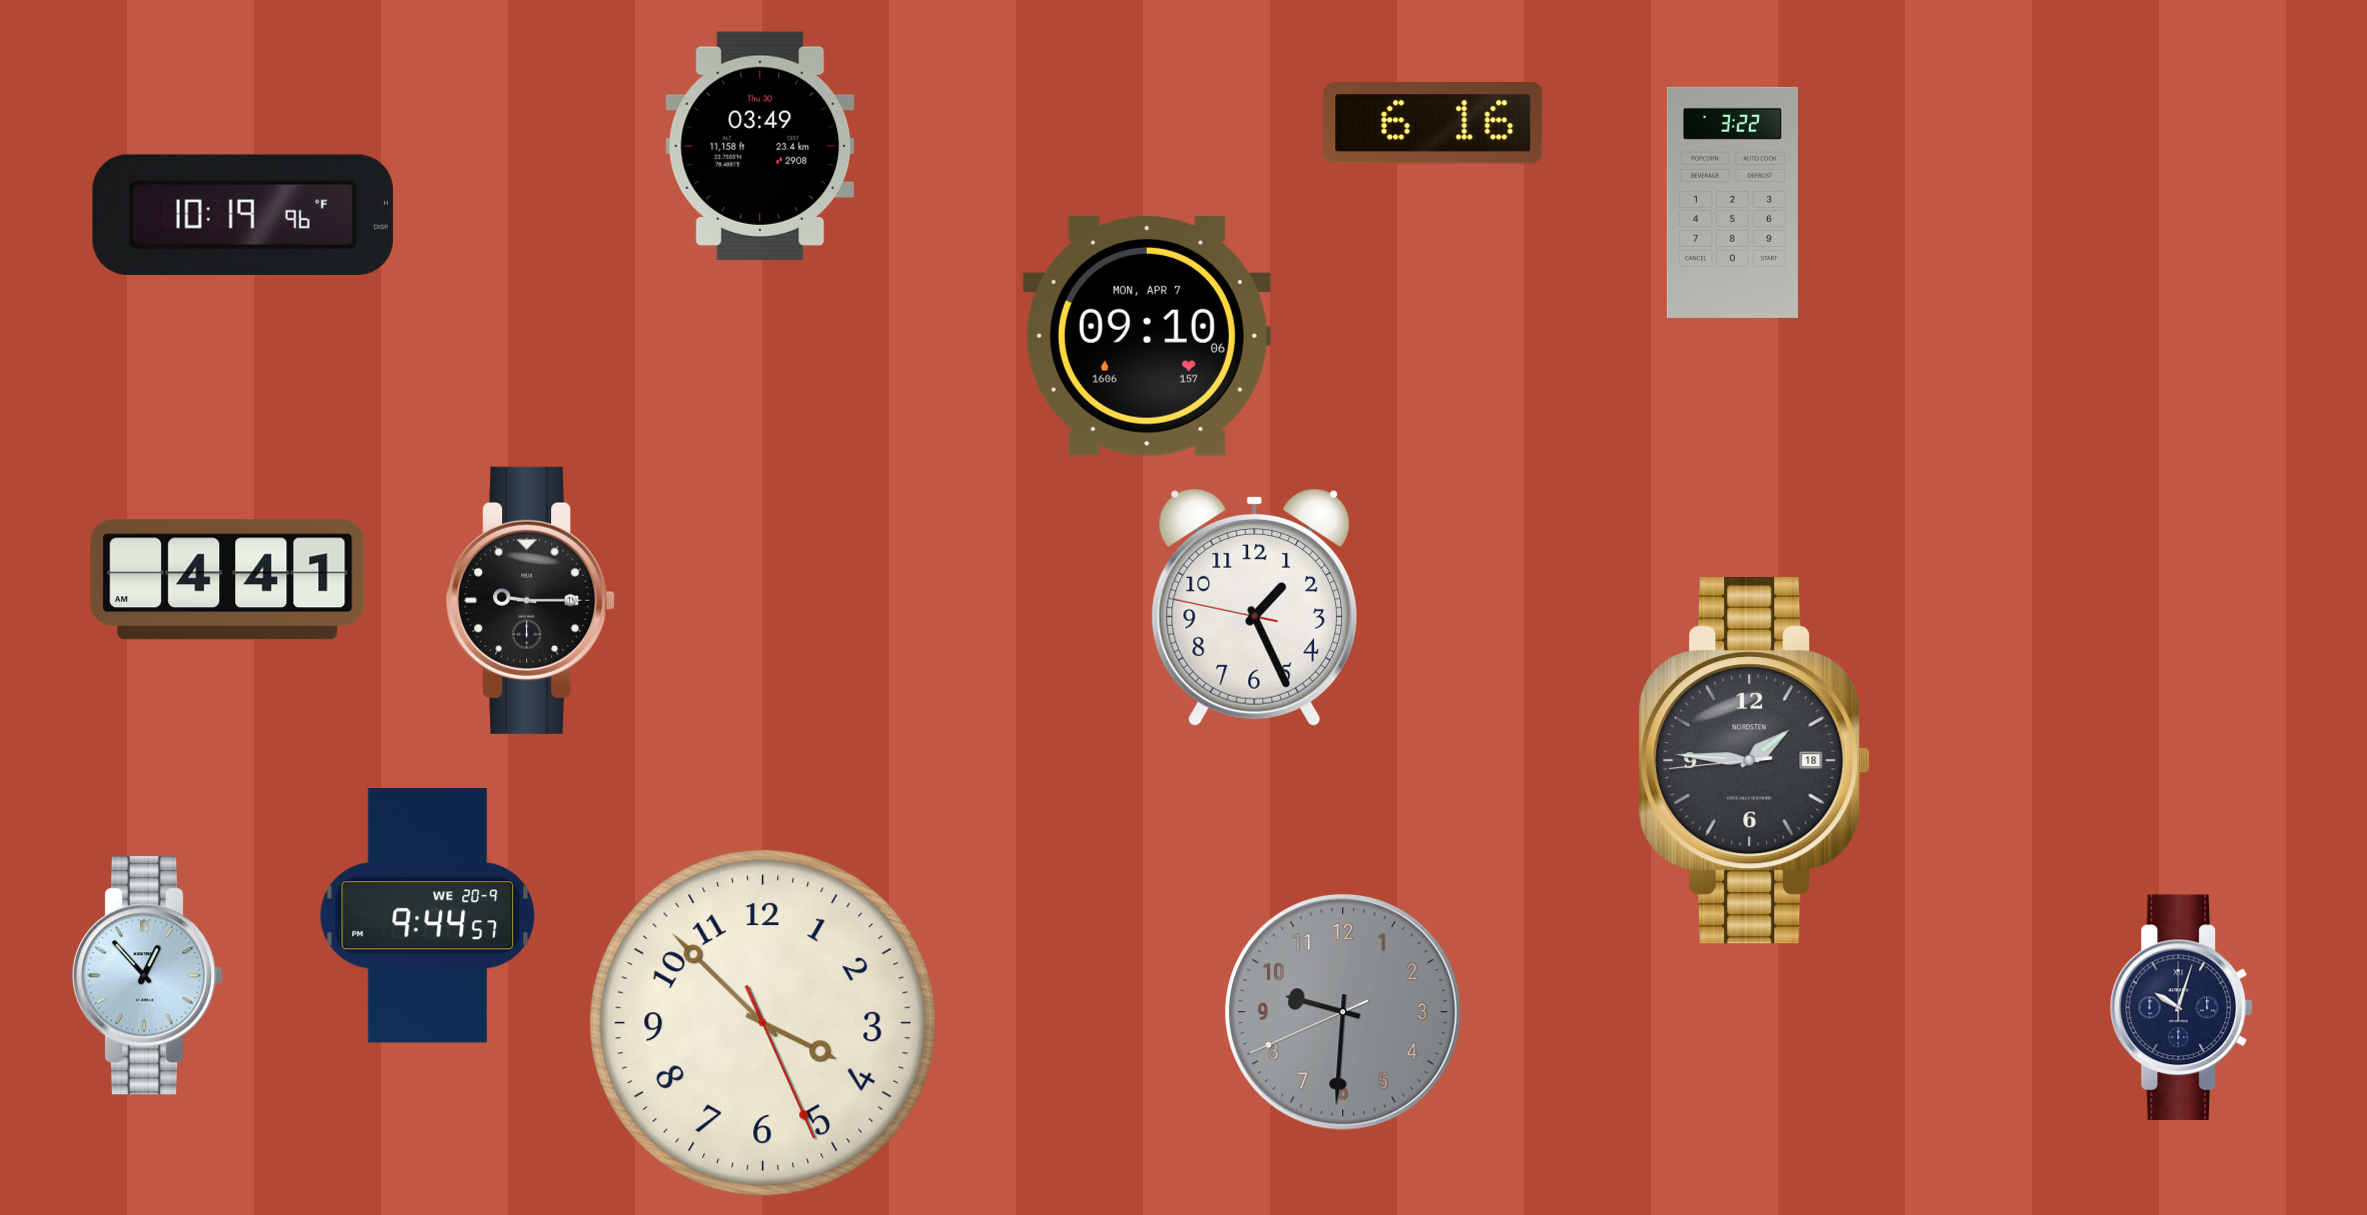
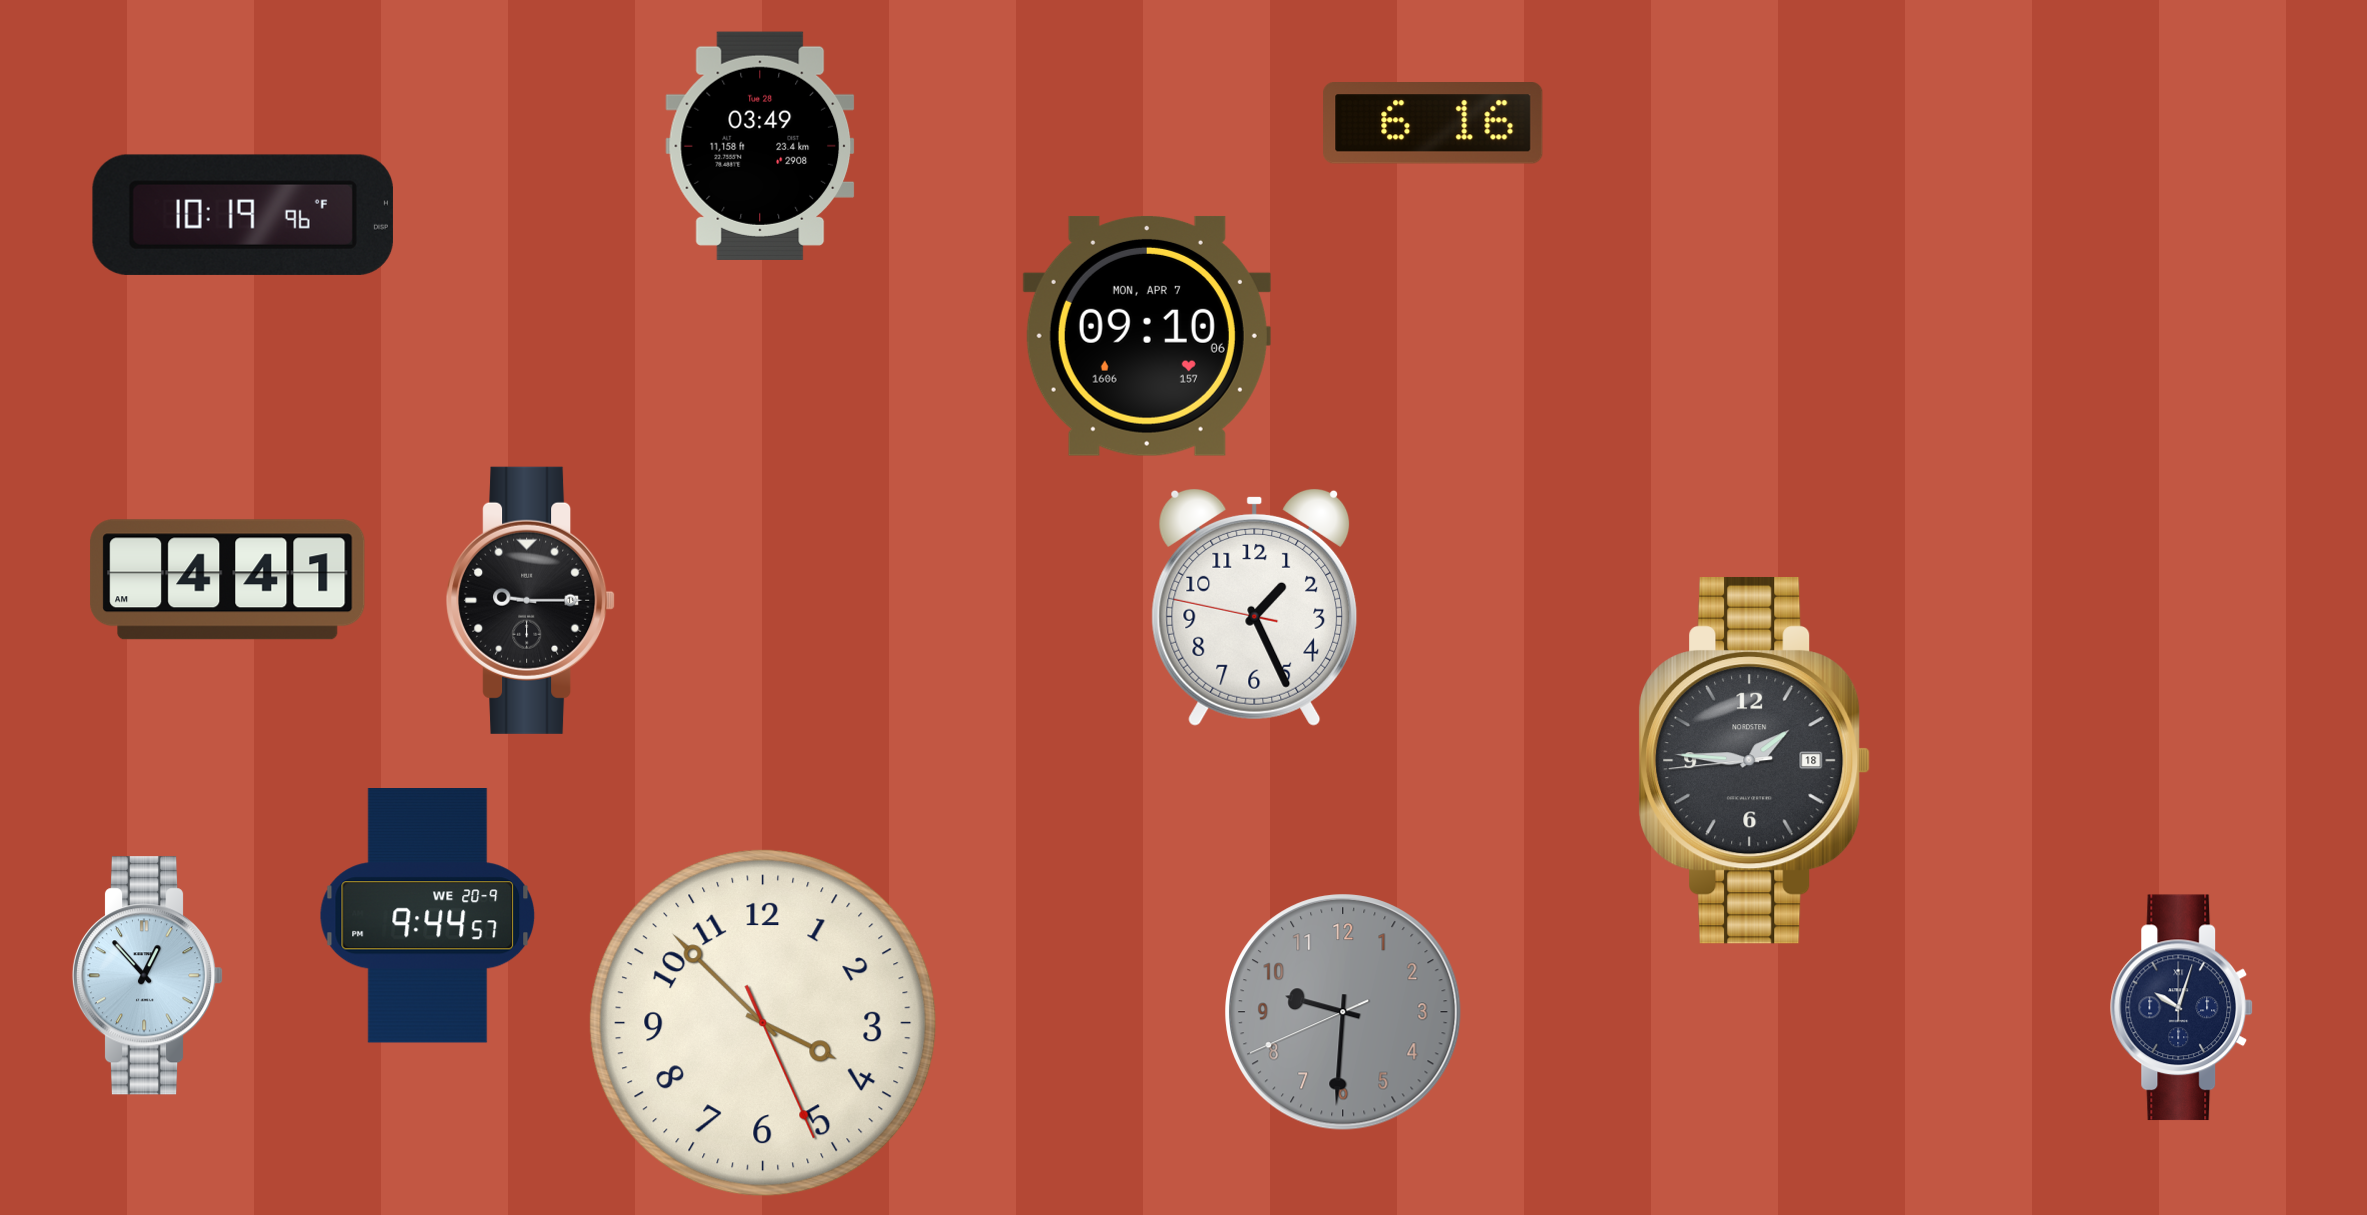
clock at (760, 146) date: Thu 30 -> Tue 28
clock at (1732, 202): 3:22 -> none
